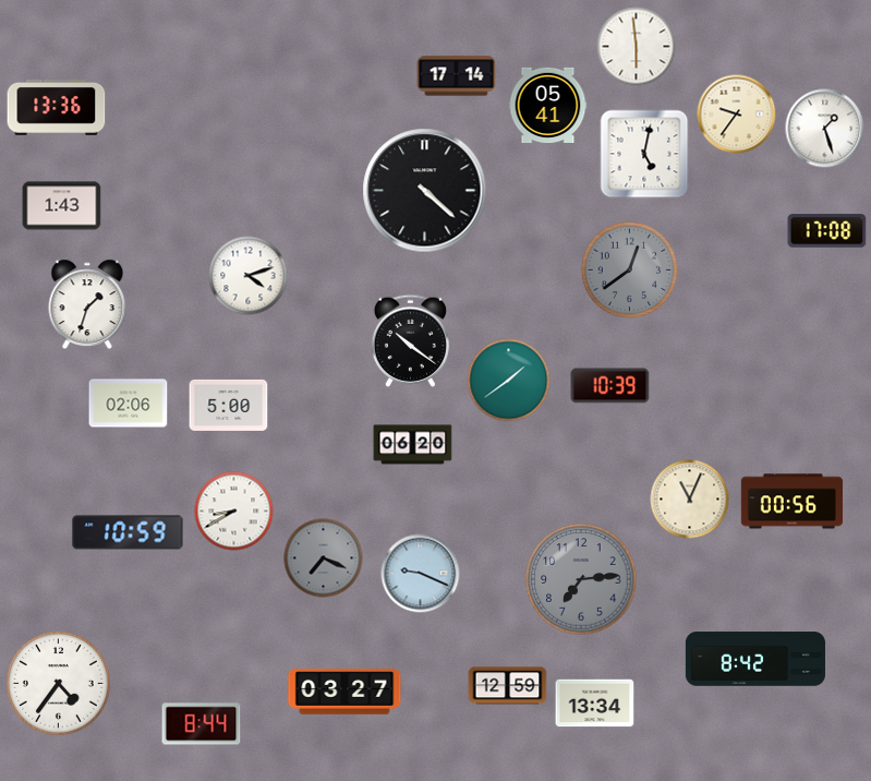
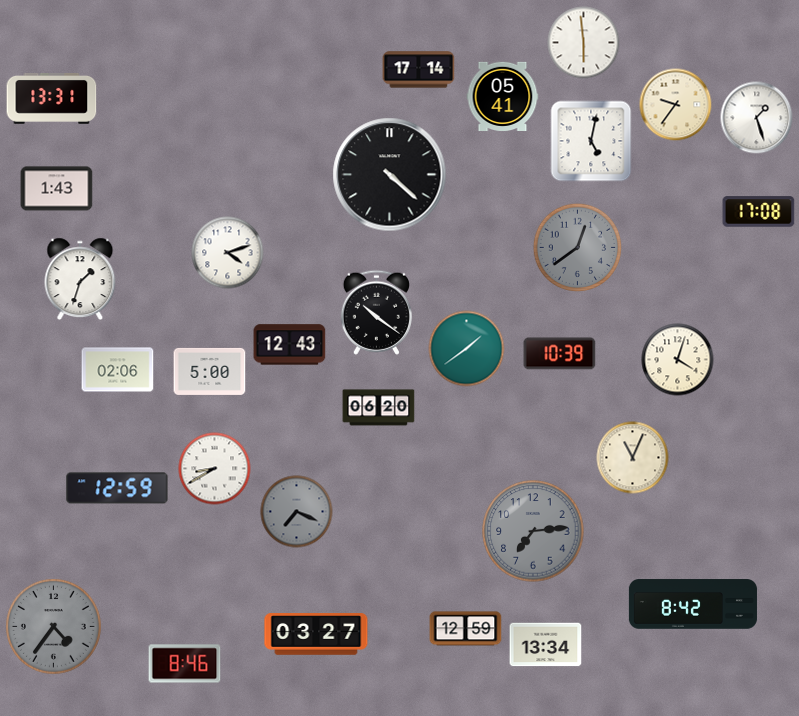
clock at (57, 108): 13:36 -> 13:31
clock at (290, 345): none -> 12:43
clock at (678, 360): none -> 4:03
clock at (791, 502): 00:56 -> none
clock at (128, 532): 10:59 -> 12:59
clock at (421, 574): 9:19 -> none
clock at (58, 683) dial: white -> grey
clock at (202, 724): 8:44 -> 8:46
